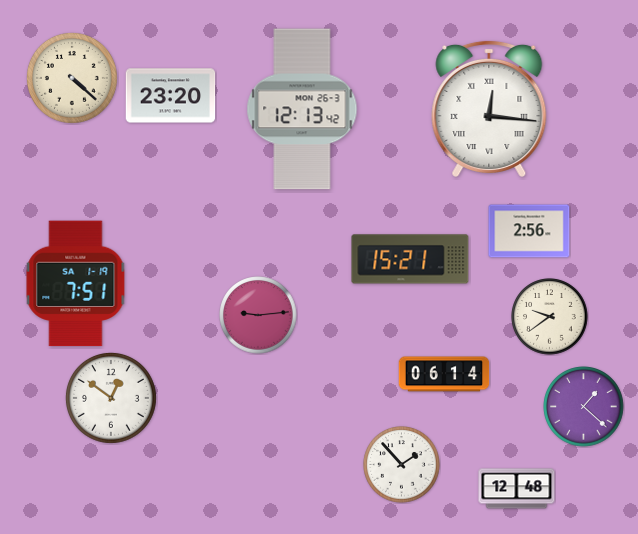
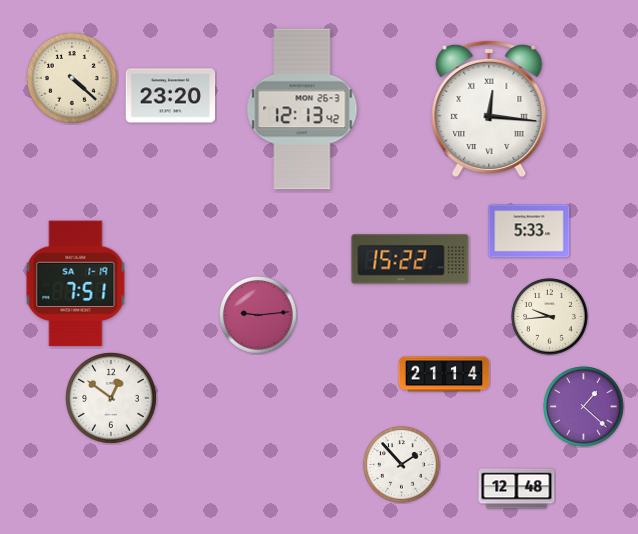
clock at (529, 231): 2:56 -> 5:33
clock at (410, 259): 15:21 -> 15:22
clock at (550, 317): 9:39 -> 9:44
clock at (444, 374): 06:14 -> 21:14
